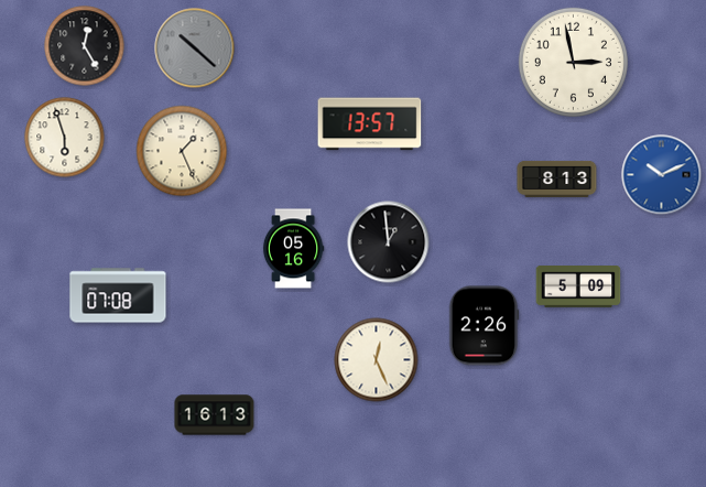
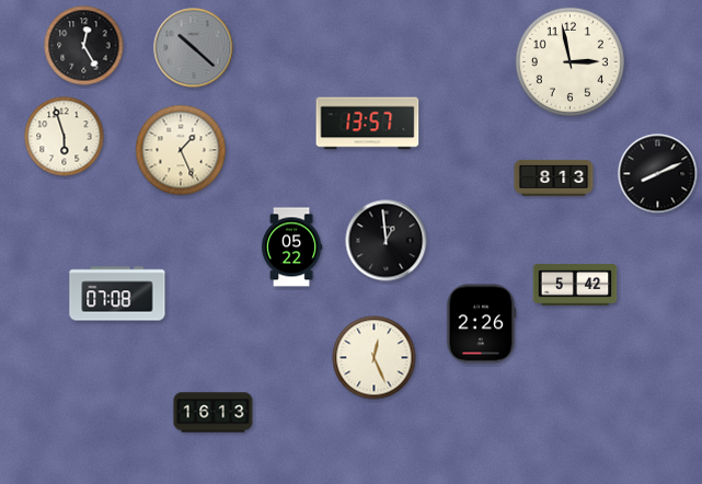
clock at (662, 175): 10:11 -> 8:11
clock at (662, 175) dial: blue -> black
clock at (293, 249): 05:16 -> 05:22
clock at (578, 288): 5:09 -> 5:42
